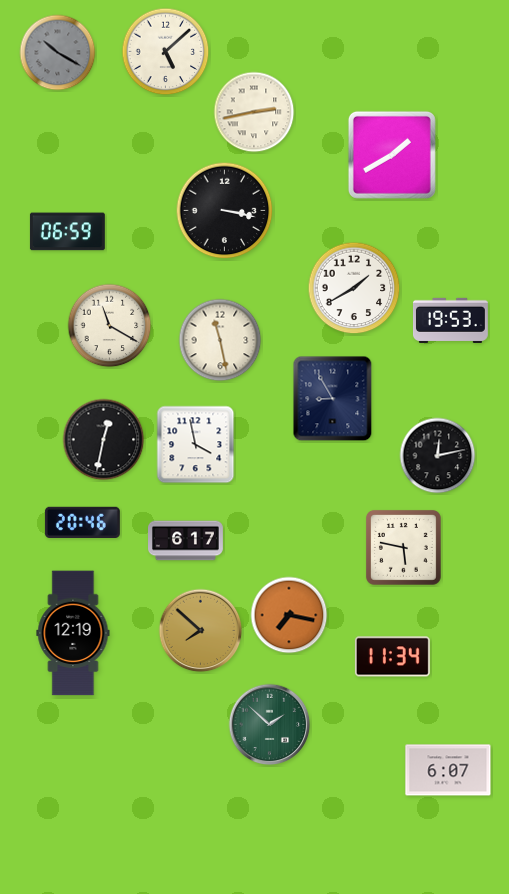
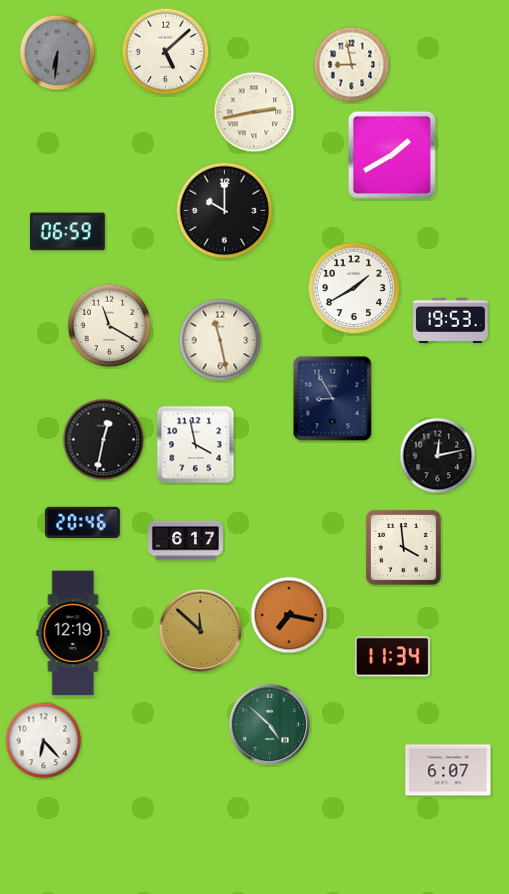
clock at (58, 53): 10:20 -> 6:31
clock at (352, 65): none -> 8:58
clock at (225, 211): 3:17 -> 10:00
clock at (403, 547): 5:47 -> 3:59
clock at (201, 631): 7:52 -> 11:52
clock at (270, 725): 1:52 -> 4:52
clock at (44, 741): none -> 6:23
